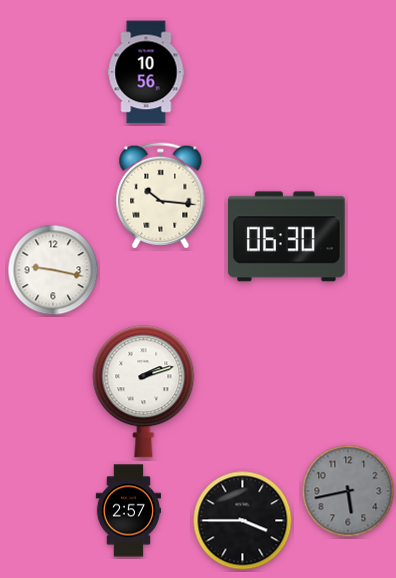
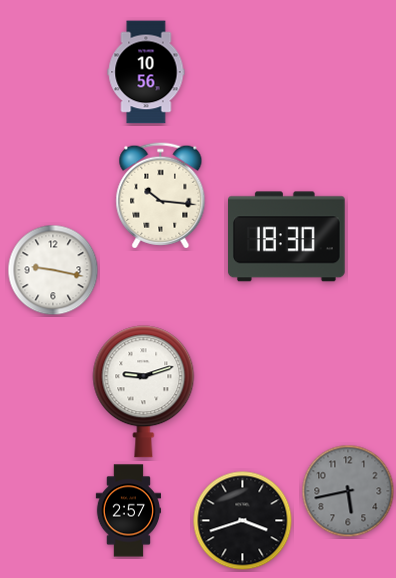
clock at (287, 237): 06:30 -> 18:30
clock at (144, 392): 2:12 -> 9:12
clock at (243, 521): 3:45 -> 3:42
